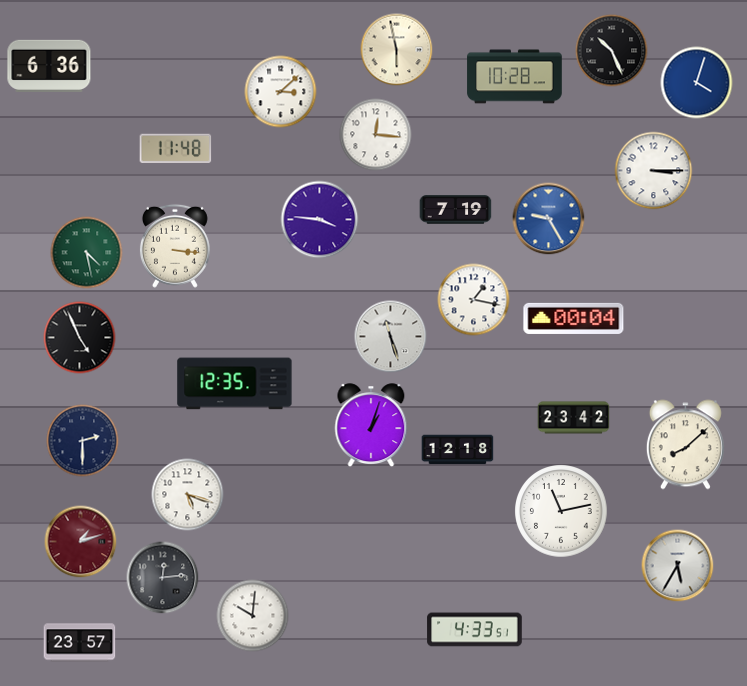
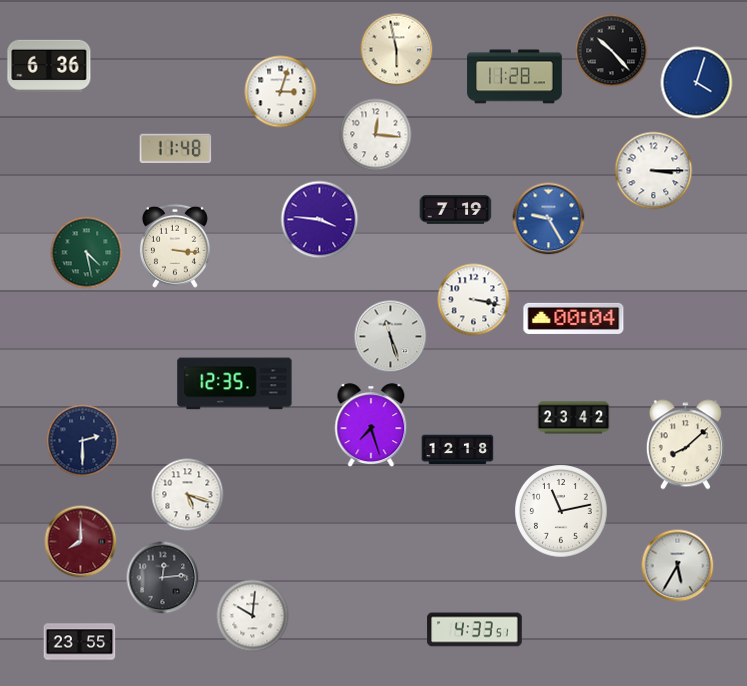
clock at (612, 51): 10:26 -> 10:23
clock at (515, 77): 10:28 -> 11:28
clock at (281, 92): 3:08 -> 3:03
clock at (474, 300): 1:17 -> 3:17
clock at (80, 338): 4:56 -> none
clock at (371, 426): 1:03 -> 7:27
clock at (81, 542): 1:12 -> 8:00
clock at (80, 643): 23:57 -> 23:55
